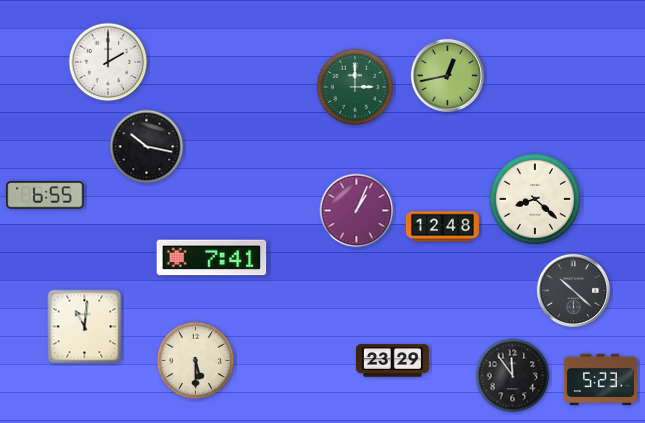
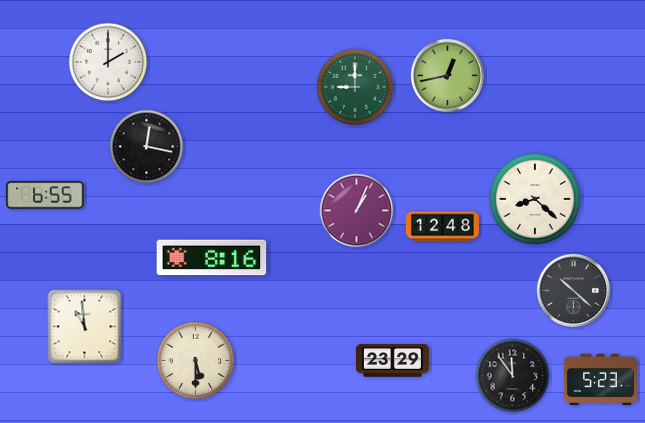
clock at (355, 87): 3:00 -> 9:00
clock at (147, 147): 10:17 -> 12:17
clock at (212, 258): 7:41 -> 8:16
clock at (85, 327): 11:01 -> 10:59
